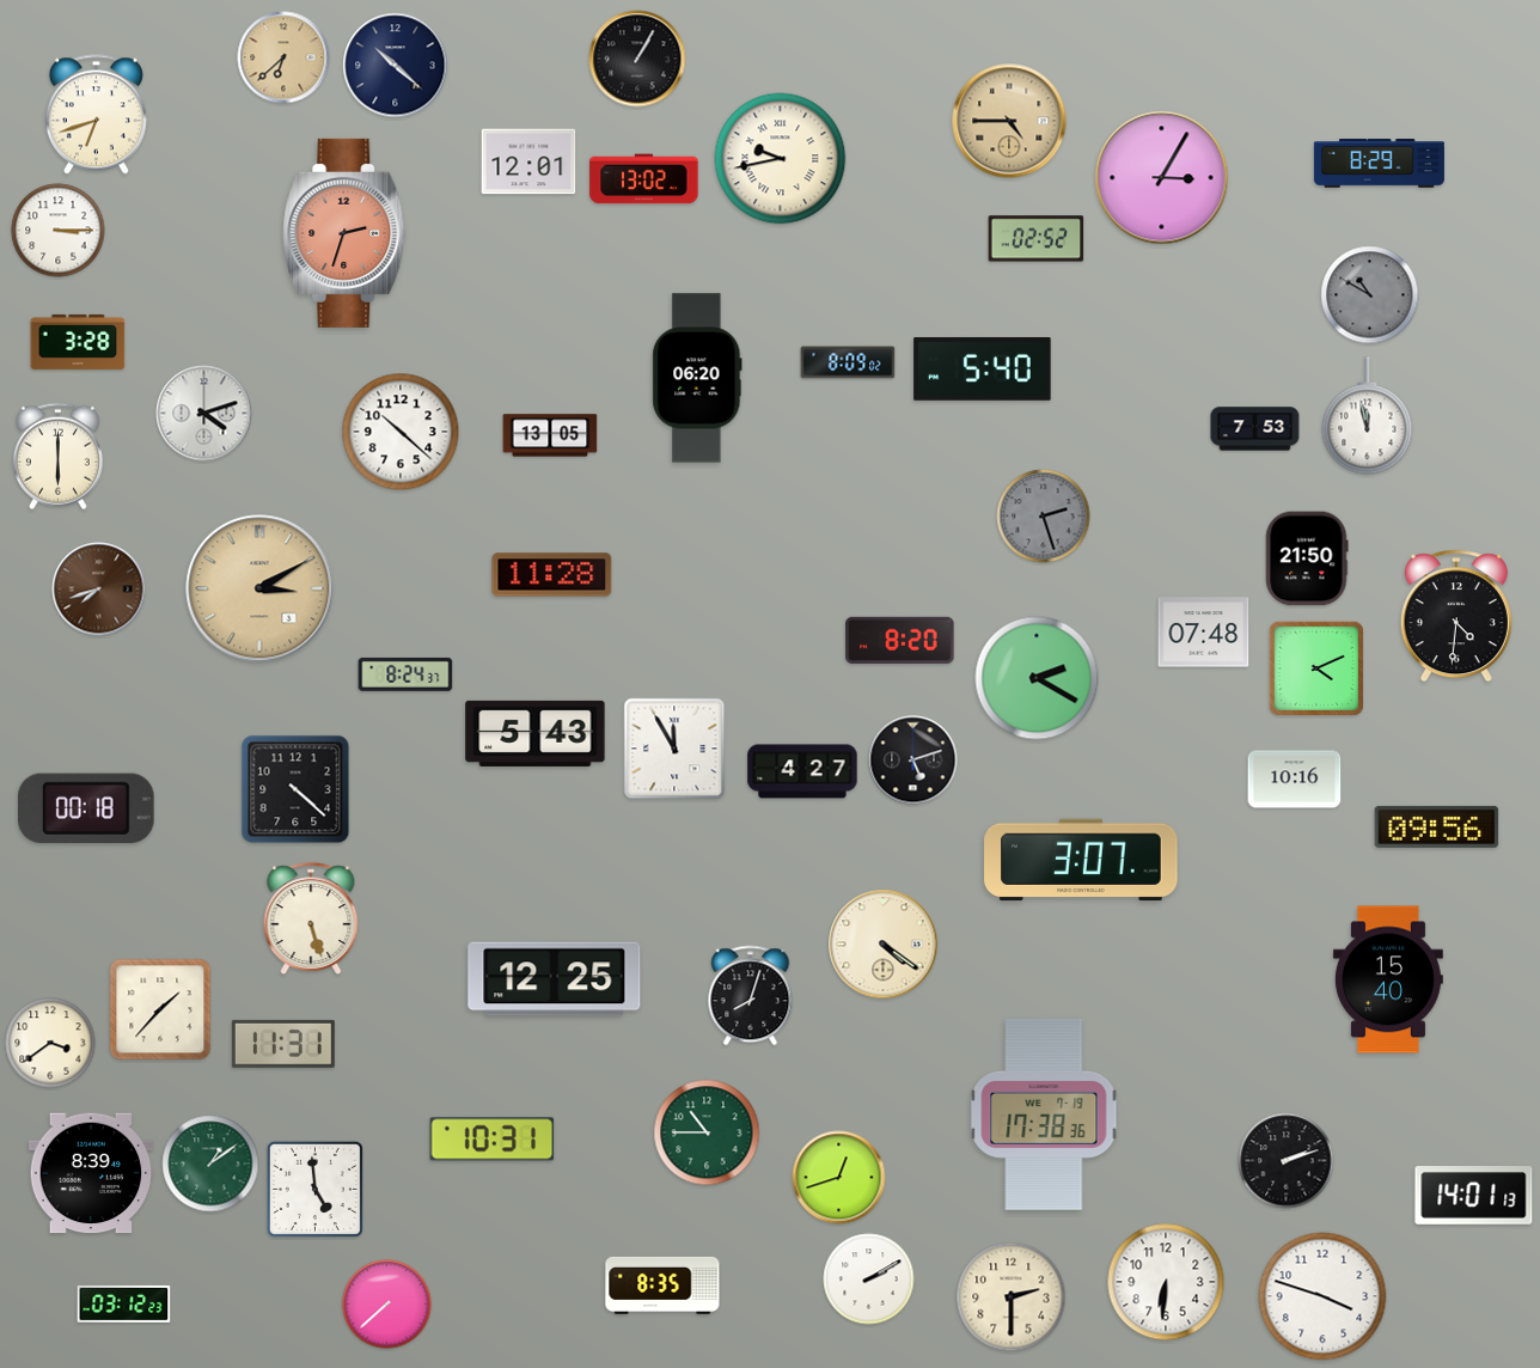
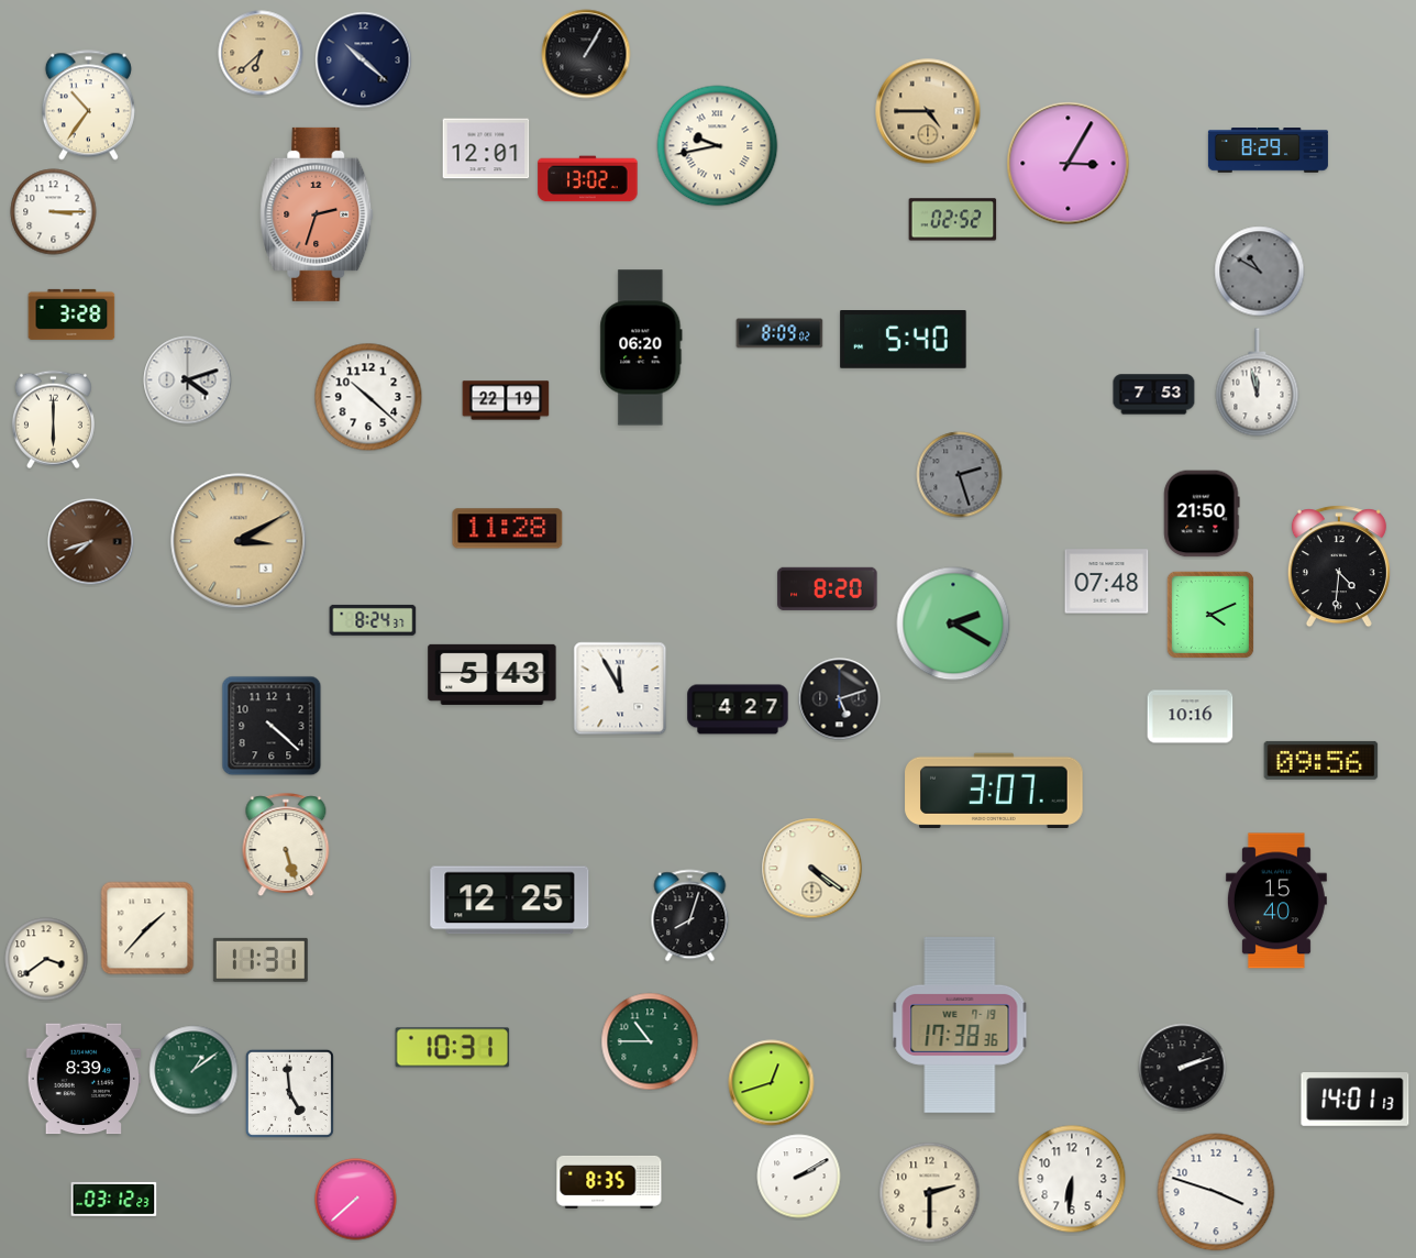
clock at (96, 115): 6:42 -> 10:36
clock at (644, 179) position: (644, 179) -> (588, 179)
clock at (550, 435): 13:05 -> 22:19
clock at (87, 807): 00:18 -> none
